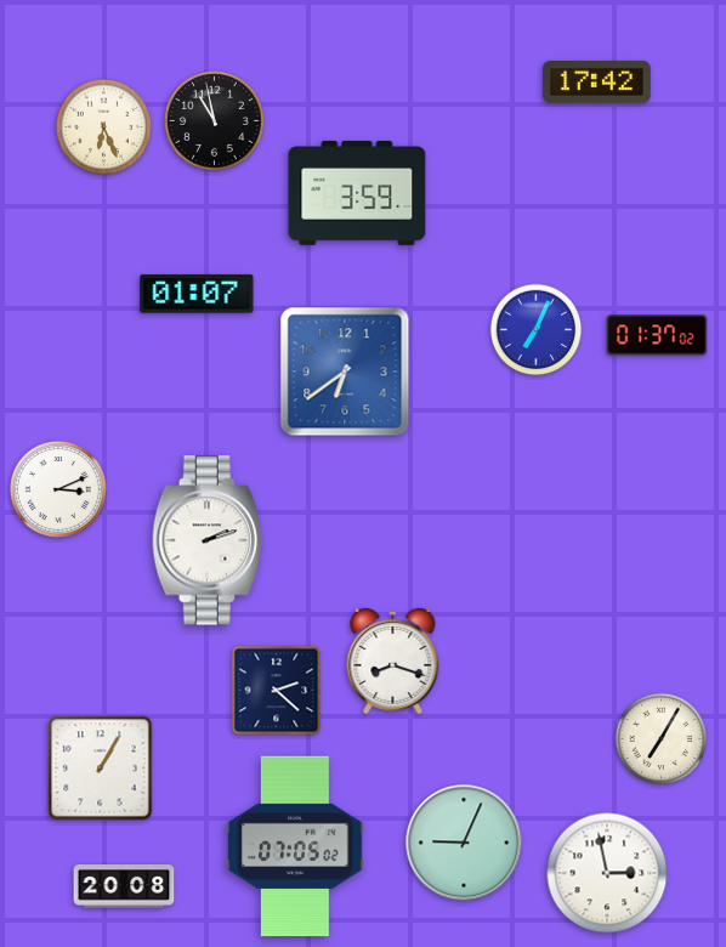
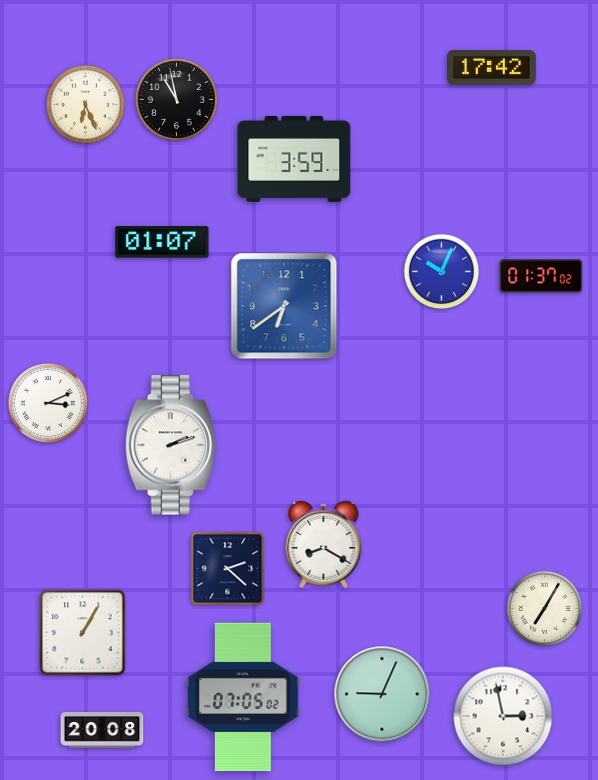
clock at (537, 330): 7:04 -> 10:04
clock at (393, 660): 8:18 -> 8:20
clock at (607, 873) position: (607, 873) -> (503, 716)
